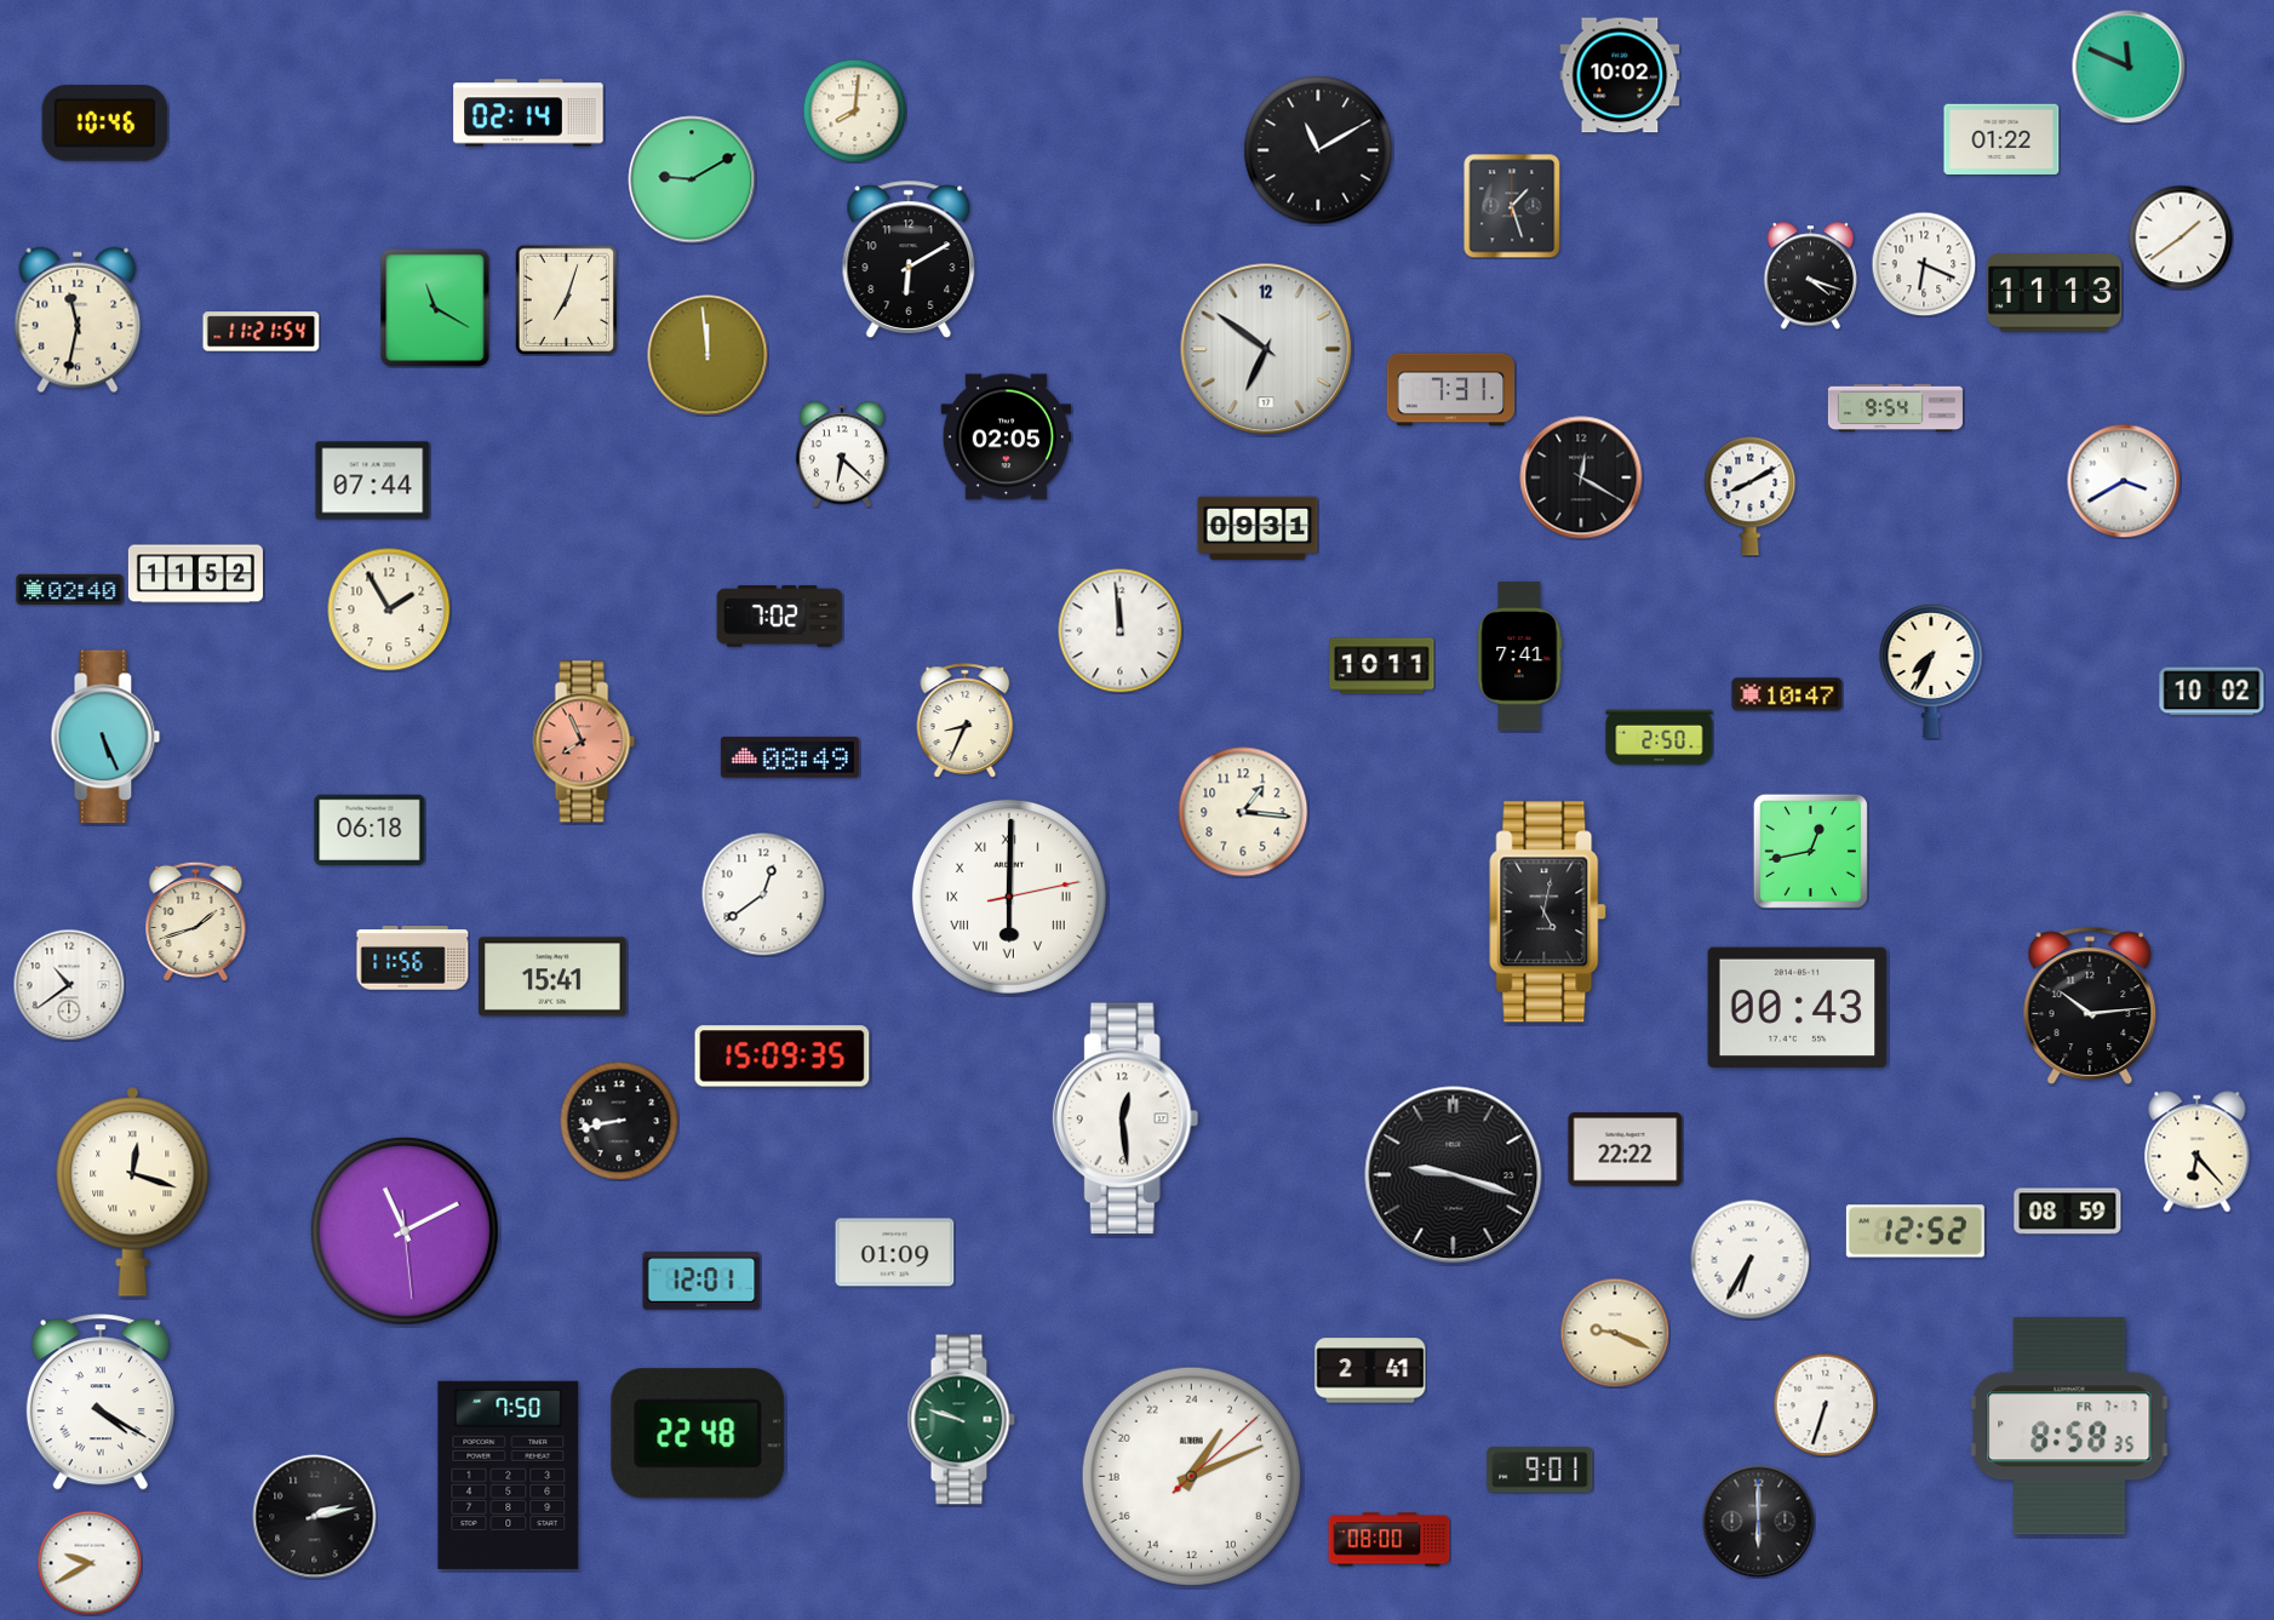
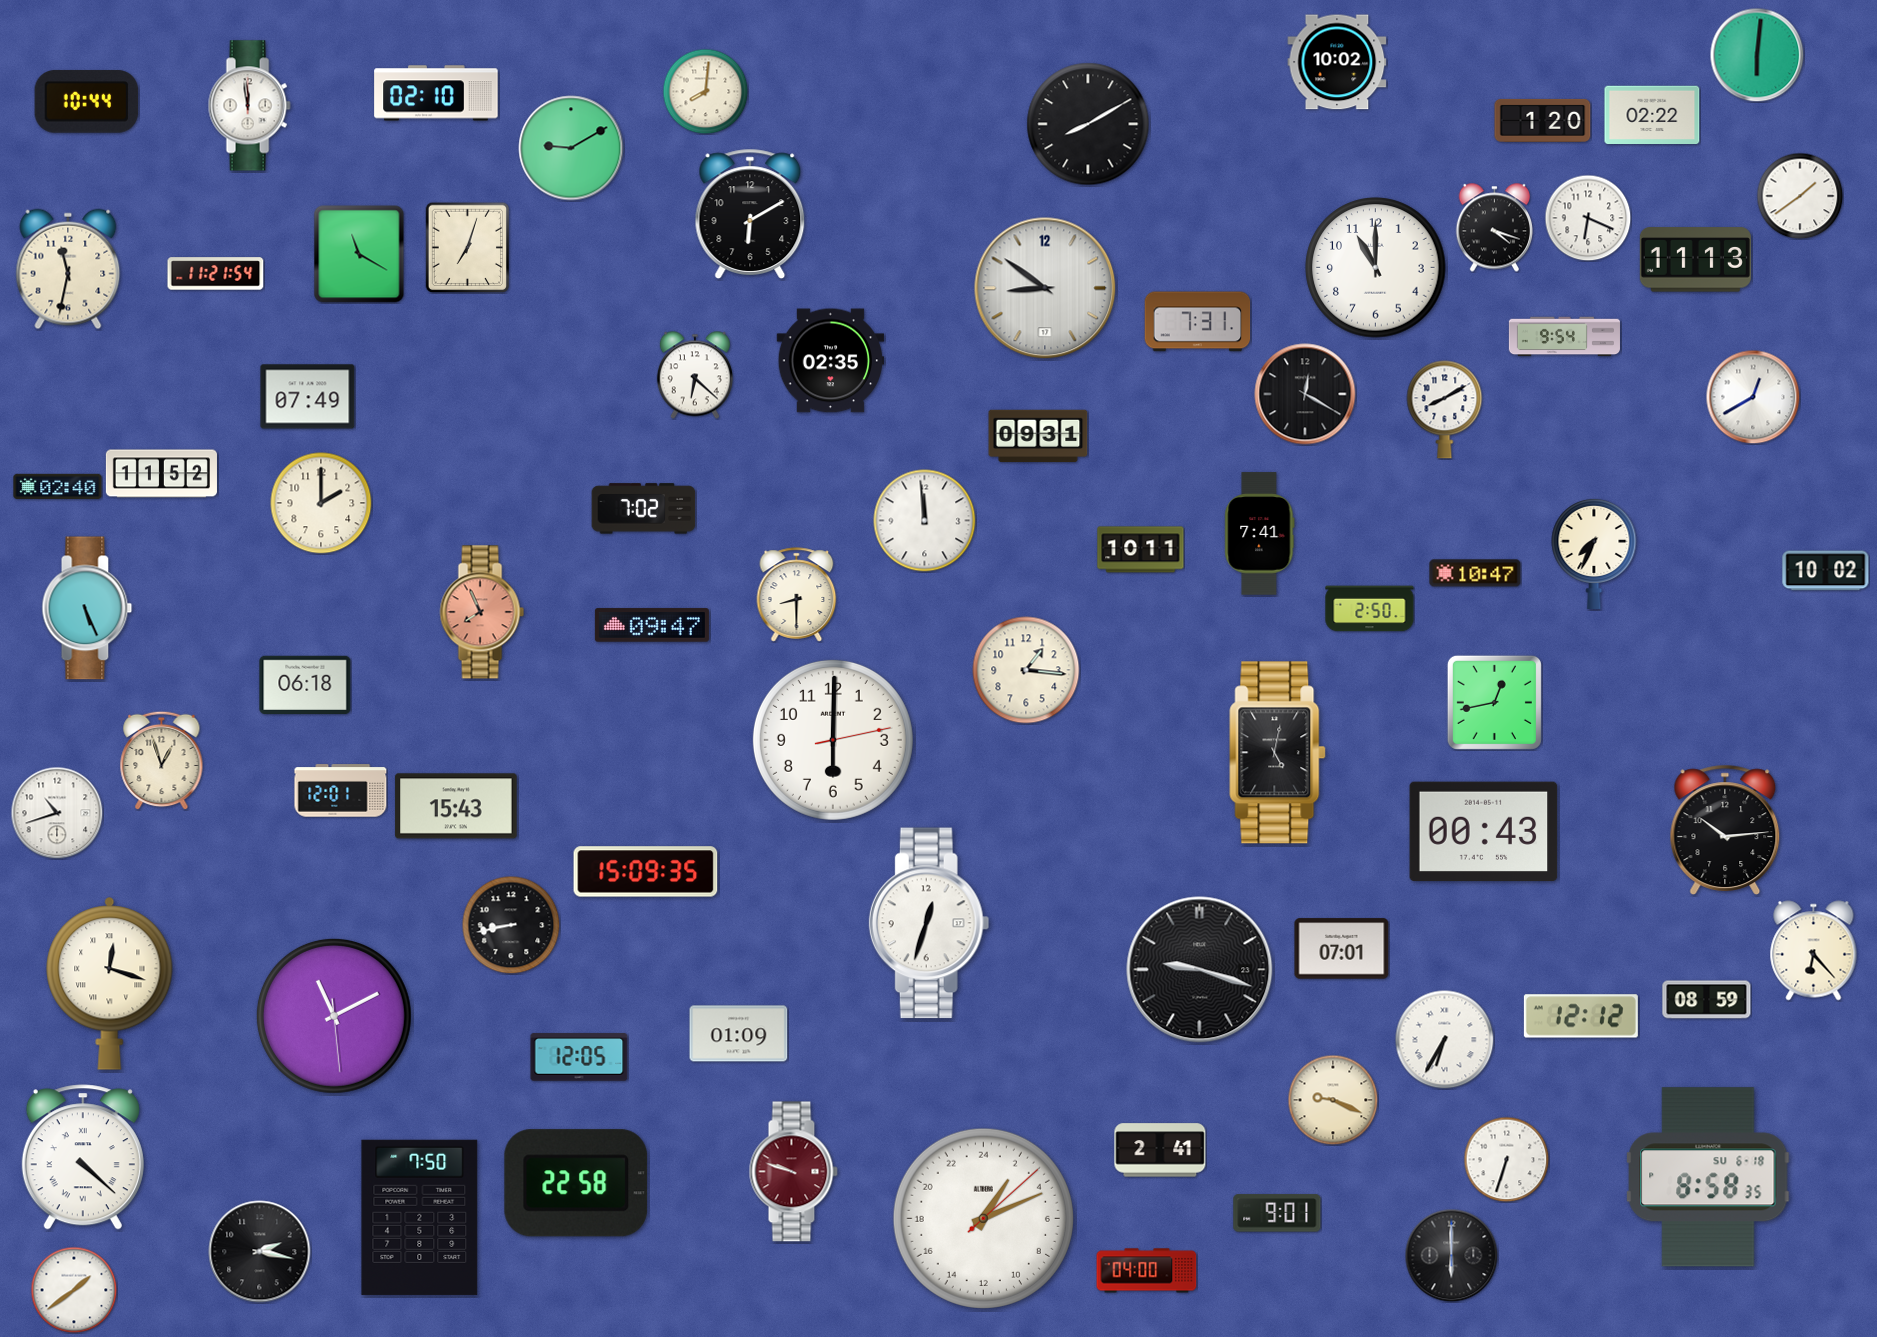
clock at (2129, 67): 11:49 -> 6:01
clock at (528, 113): 02:14 -> 02:10
clock at (105, 124): 10:46 -> 10:44
clock at (249, 106): none -> 11:59
clock at (2001, 139): 01:22 -> 02:22
clock at (1543, 120): none -> 1:20
clock at (1318, 150): 11:10 -> 8:10
clock at (1512, 206): 1:27 -> none
clock at (2054, 293) position: (2054, 293) -> (1695, 260)
clock at (78, 320) position: (78, 320) -> (68, 269)
clock at (1376, 268): none -> 11:00
clock at (1266, 349): 6:51 -> 8:51
clock at (708, 355): 11:59 -> none
clock at (1007, 437): 02:05 -> 02:35
clock at (373, 481): 07:44 -> 07:49
clock at (2124, 481): 3:40 -> 12:40
clock at (389, 609): 1:55 -> 2:00
clock at (1520, 657) position: (1520, 657) -> (1260, 534)
clock at (966, 721): 8:34 -> 8:30
clock at (790, 757): 08:49 -> 09:47
clock at (763, 894): 12:39 -> none
clock at (1009, 897) numerals: Roman -> Arabic
clock at (196, 921): 1:42 -> 12:57
clock at (413, 958): 11:56 -> 12:01
clock at (552, 977): 15:41 -> 15:43
clock at (69, 985): 10:39 -> 10:42
clock at (1125, 1118): 12:29 -> 12:33
clock at (1626, 1150): 22:22 -> 07:01
clock at (1915, 1231): 12:52 -> 12:12
clock at (701, 1281): 12:01 -> 12:05
clock at (1370, 1370) position: (1370, 1370) -> (1160, 1150)
clock at (101, 1402): 4:20 -> 4:22
clock at (961, 1420) dial: green -> burgundy
clock at (2069, 1426) date: FR 7-7 -> SU 6-18
clock at (698, 1433): 22:48 -> 22:58
clock at (1540, 1470) position: (1540, 1470) -> (1277, 1213)
clock at (315, 1517): 2:13 -> 2:17
clock at (1390, 1540): 08:00 -> 04:00
clock at (90, 1563): 9:40 -> 1:39
